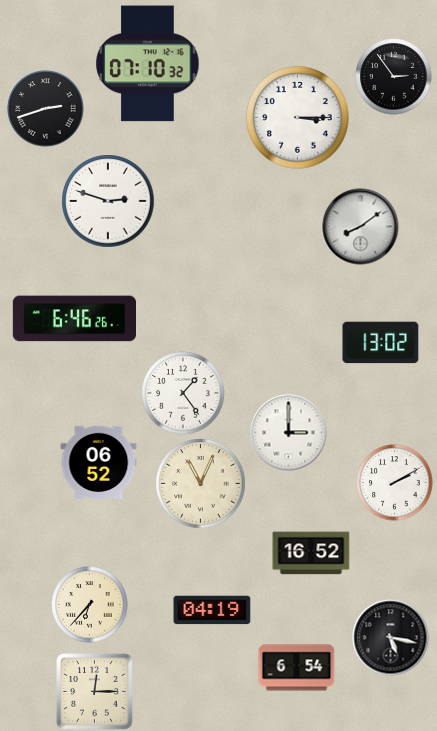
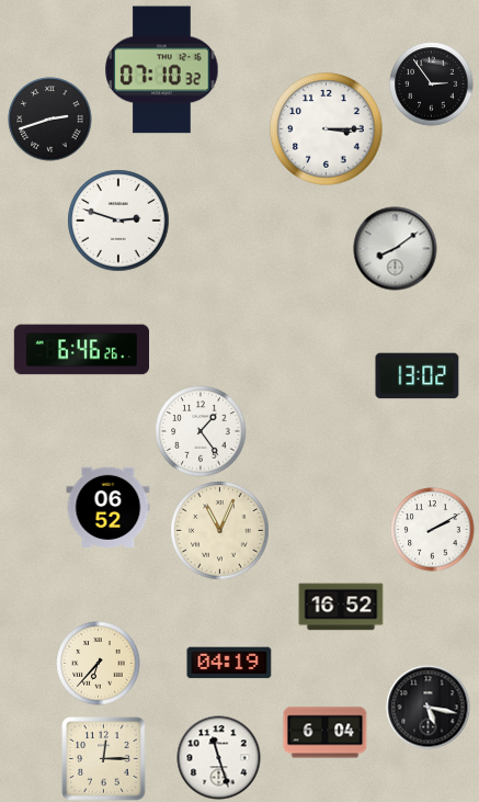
clock at (289, 433): 3:00 -> none
clock at (212, 610) position: (212, 610) -> (229, 663)
clock at (391, 638) position: (391, 638) -> (429, 708)
clock at (297, 668): 6:54 -> 6:04
clock at (219, 758): none -> 11:27
